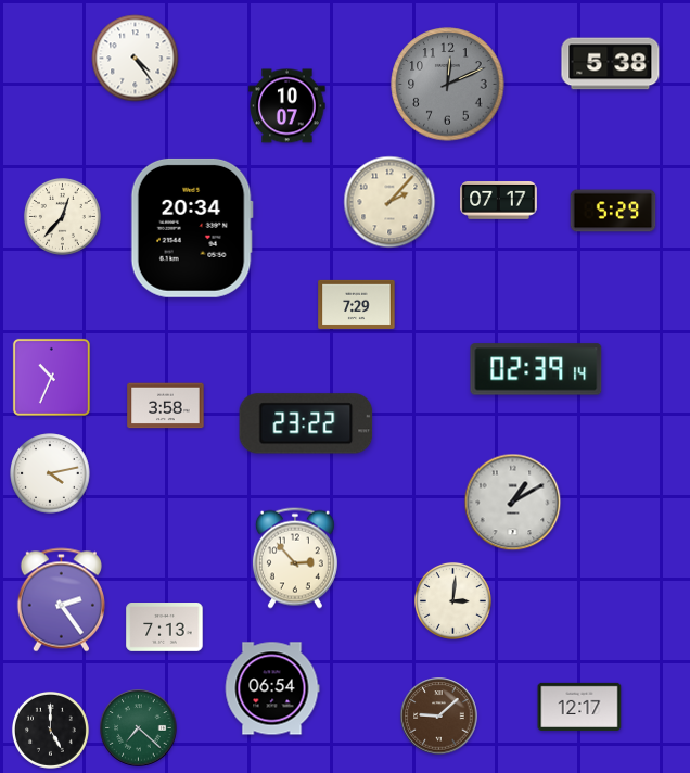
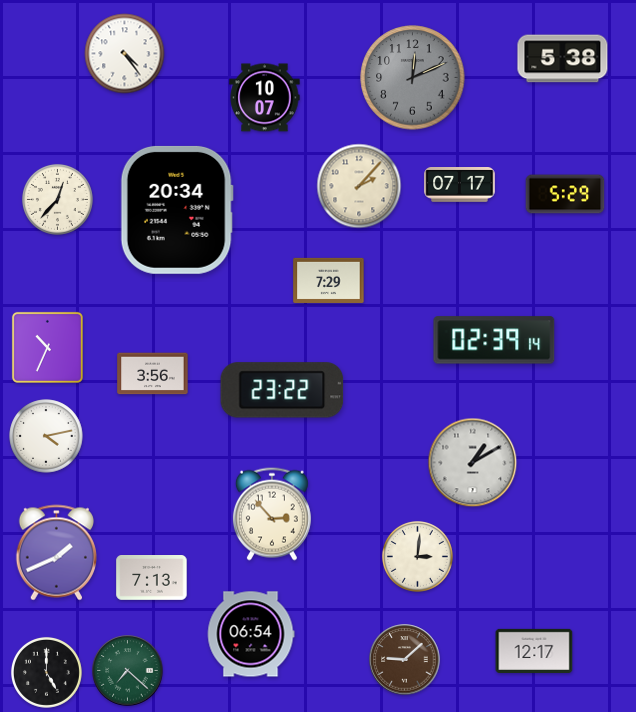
clock at (166, 406): 3:58 -> 3:56
clock at (61, 600): 2:24 -> 1:41
clock at (452, 600) position: (452, 600) -> (417, 556)
